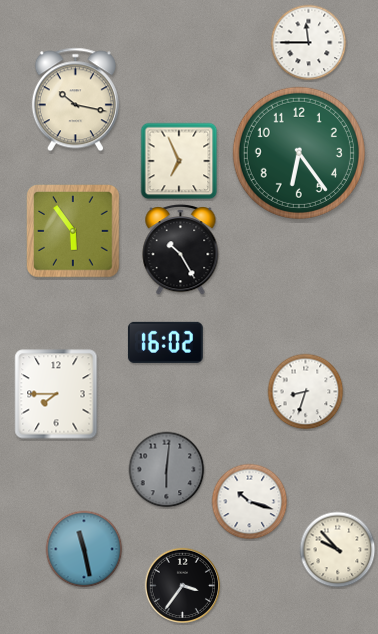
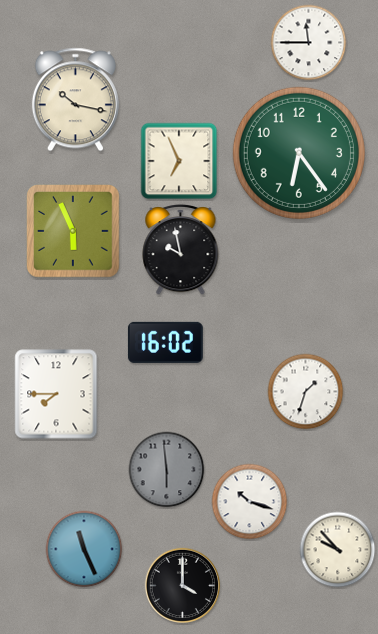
clock at (73, 231): 5:54 -> 5:56
clock at (181, 250): 10:25 -> 9:58
clock at (306, 392): 8:33 -> 1:33
clock at (167, 470): 6:01 -> 5:59
clock at (84, 549): 11:28 -> 11:26
clock at (183, 586): 3:36 -> 4:00
